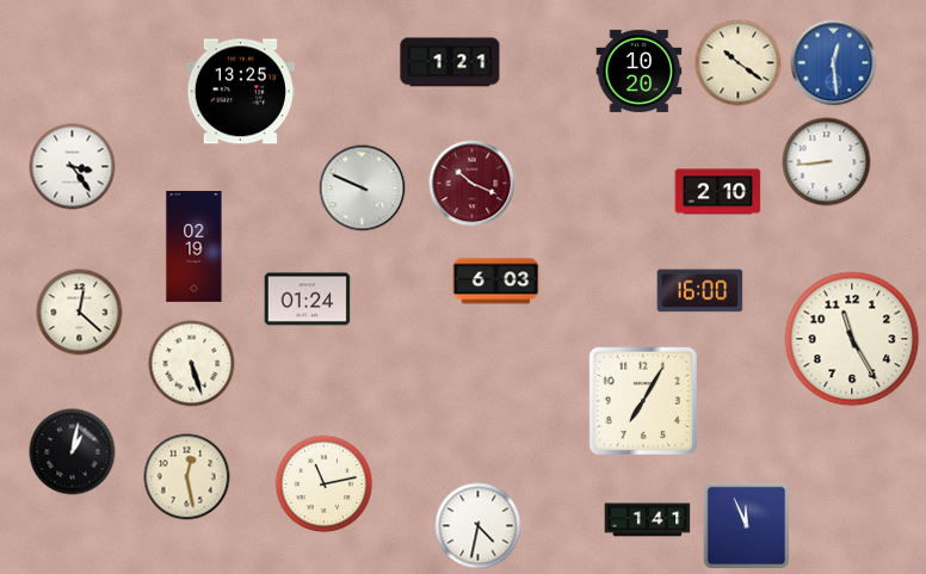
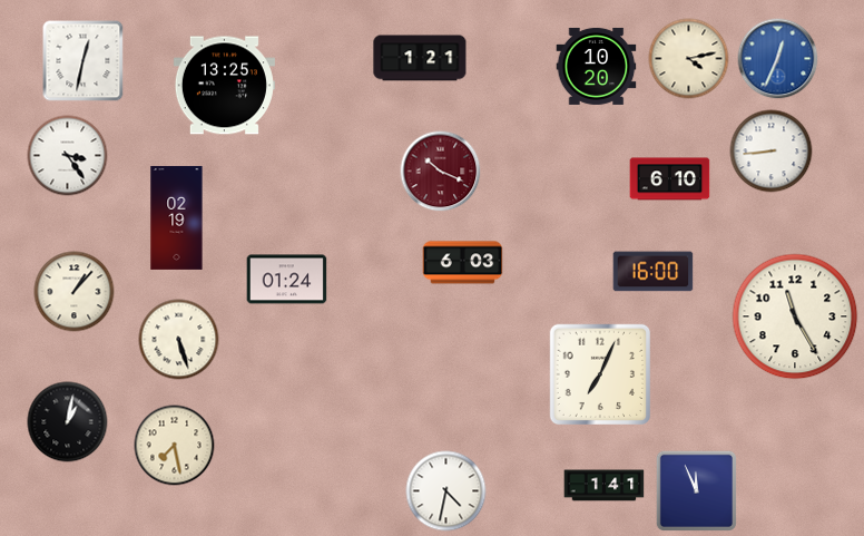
clock at (739, 63): 10:21 -> 4:13
clock at (834, 63): 12:29 -> 12:34
clock at (84, 61): none -> 12:32
clock at (363, 189): 9:49 -> none
clock at (718, 192): 2:10 -> 6:10
clock at (195, 246) position: (195, 246) -> (177, 217)
clock at (80, 313): 12:22 -> 1:07
clock at (642, 400): 7:05 -> 7:04
clock at (187, 477): 12:28 -> 7:28
clock at (325, 484): 11:13 -> none
